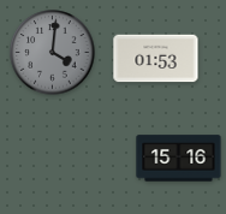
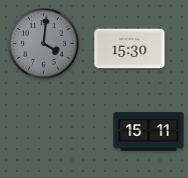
clock at (156, 59): 01:53 -> 15:30
clock at (179, 159): 15:16 -> 15:11
